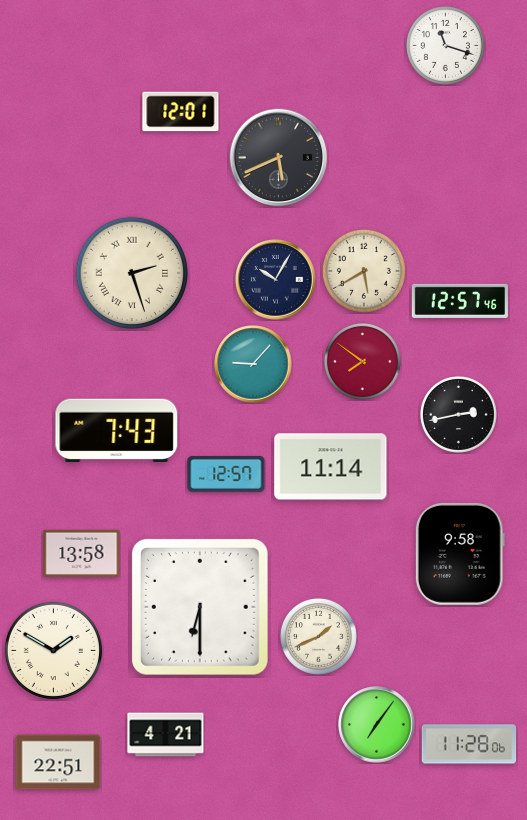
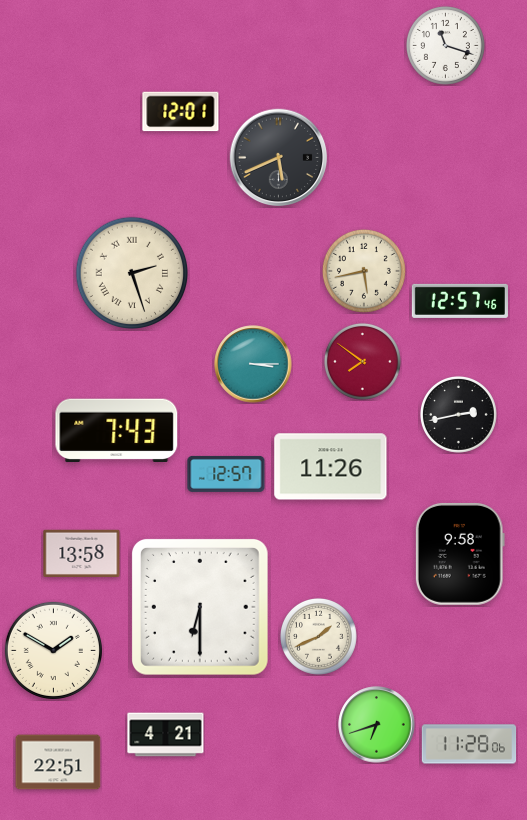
clock at (364, 271): 5:40 -> 5:43
clock at (276, 280): 10:05 -> none
clock at (253, 364): 9:07 -> 3:15
clock at (331, 467): 11:14 -> 11:26
clock at (377, 725): 7:06 -> 6:42
